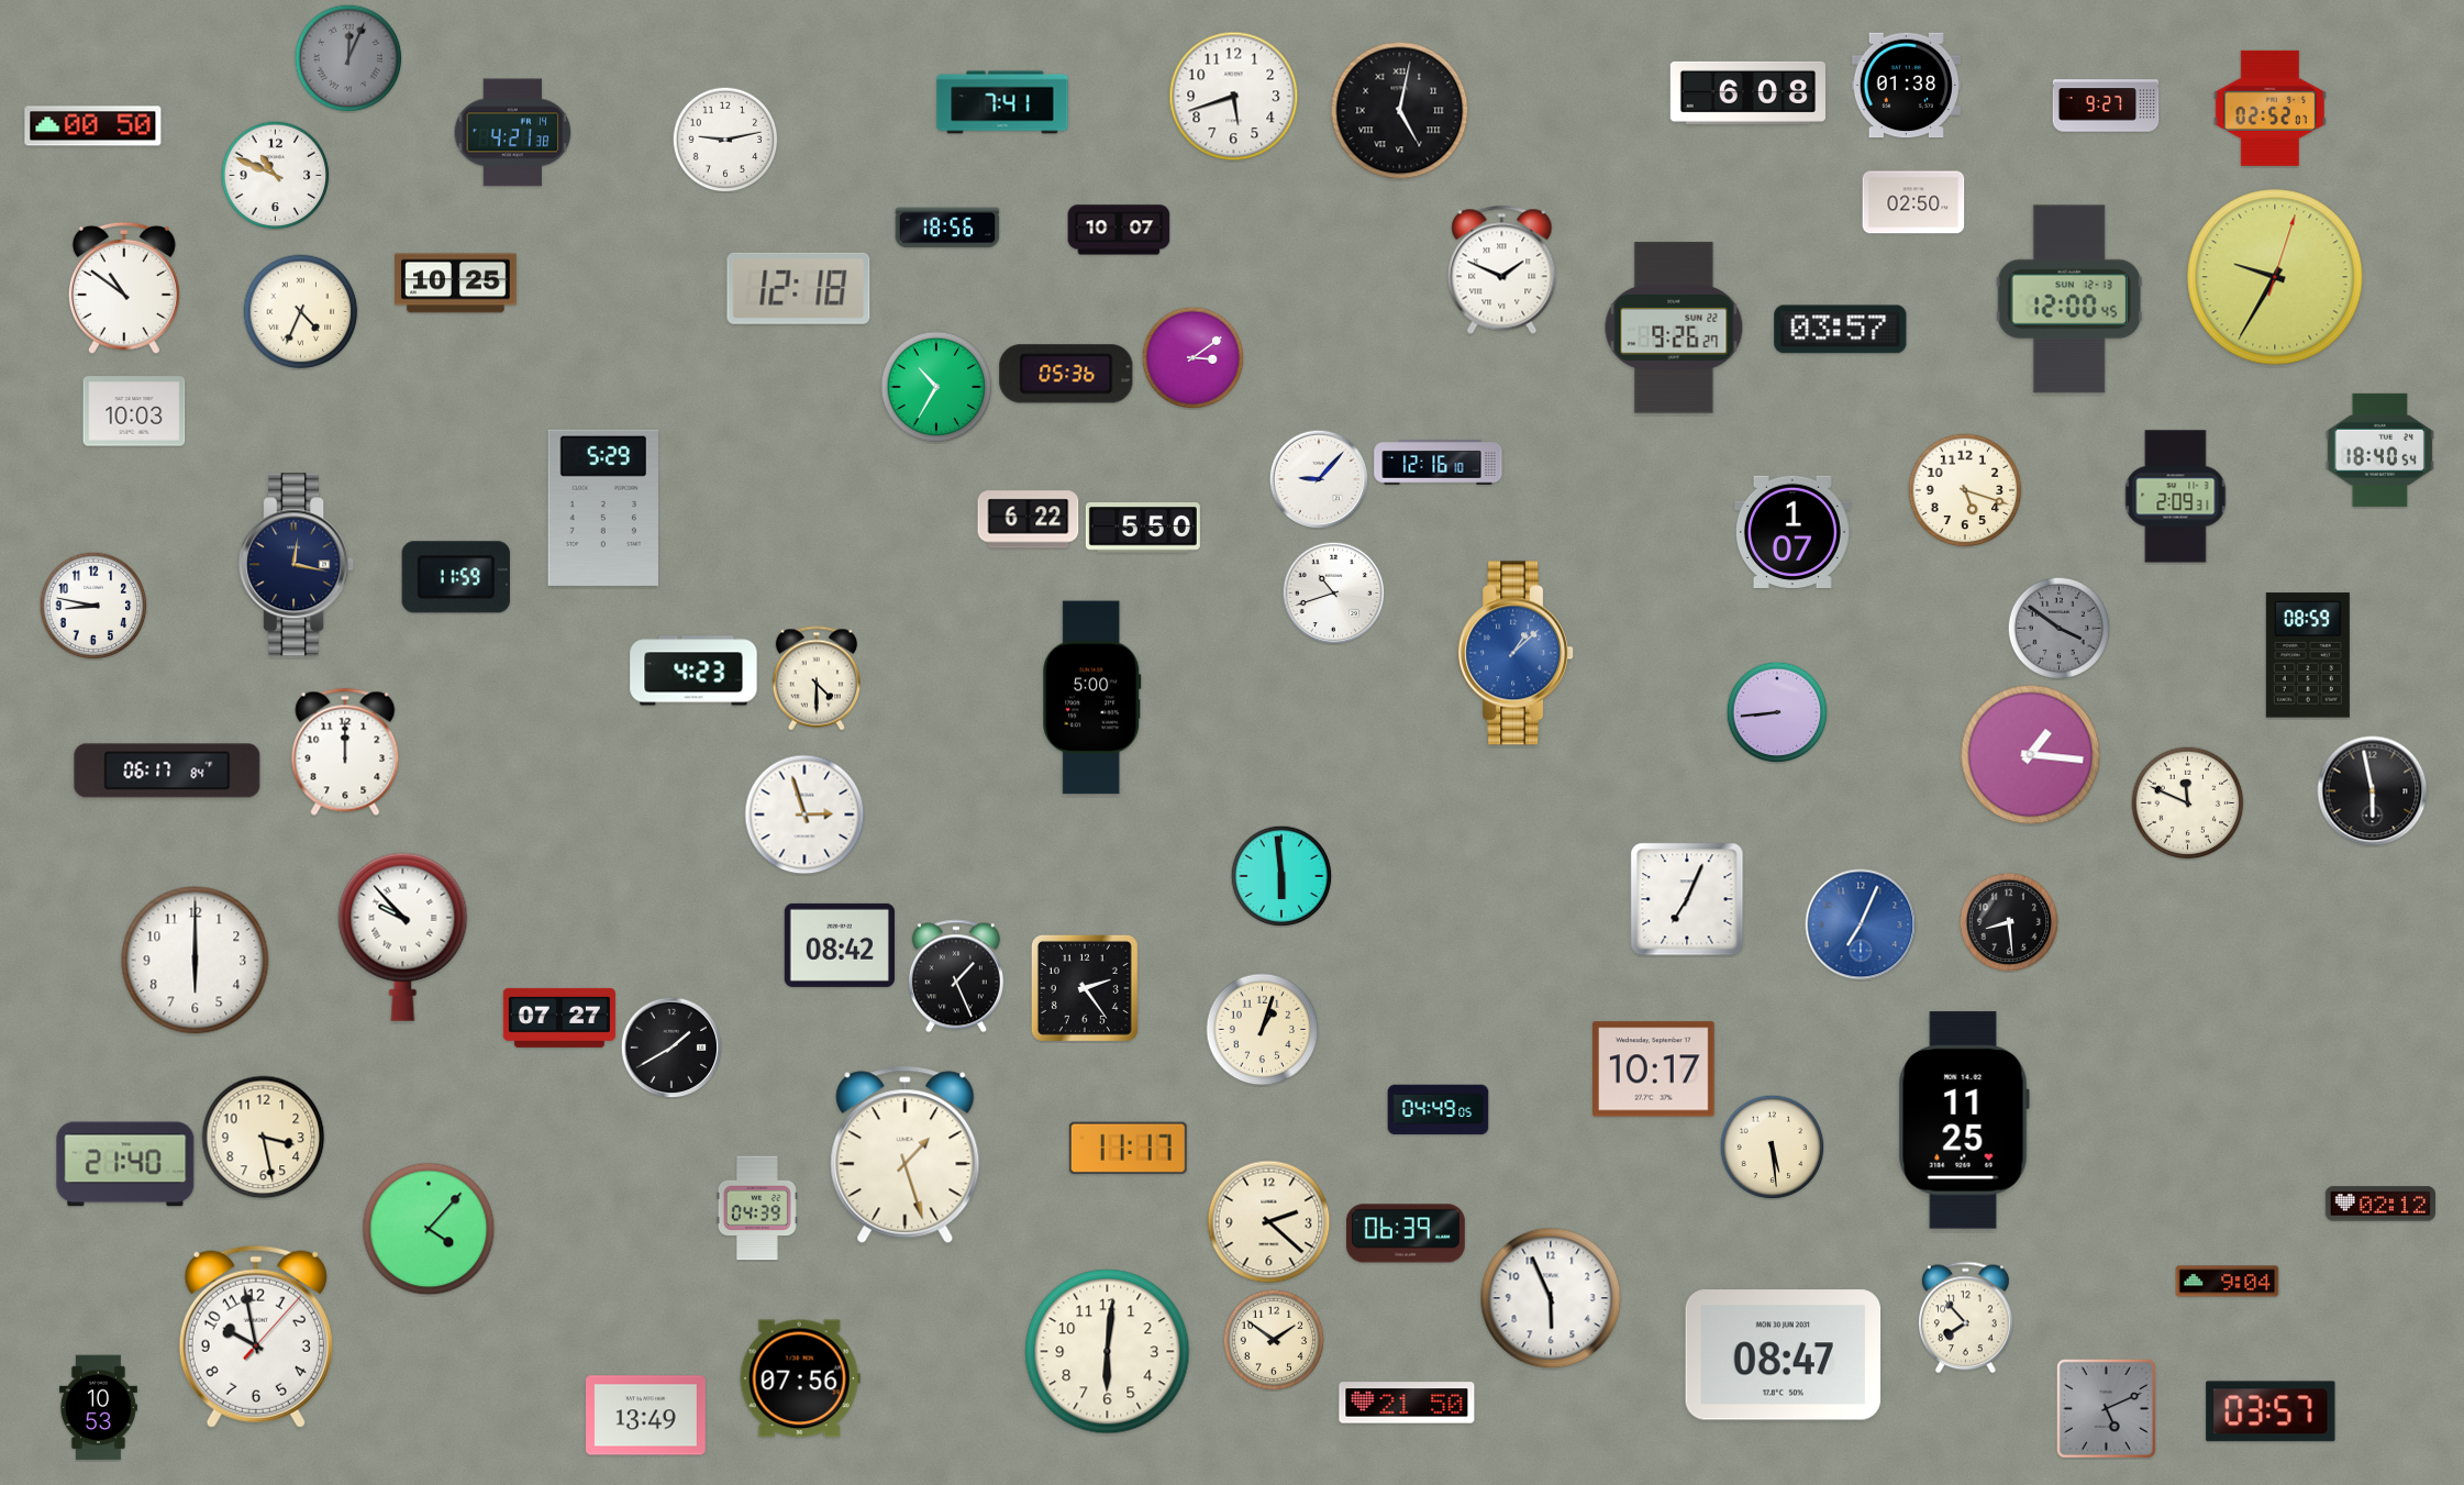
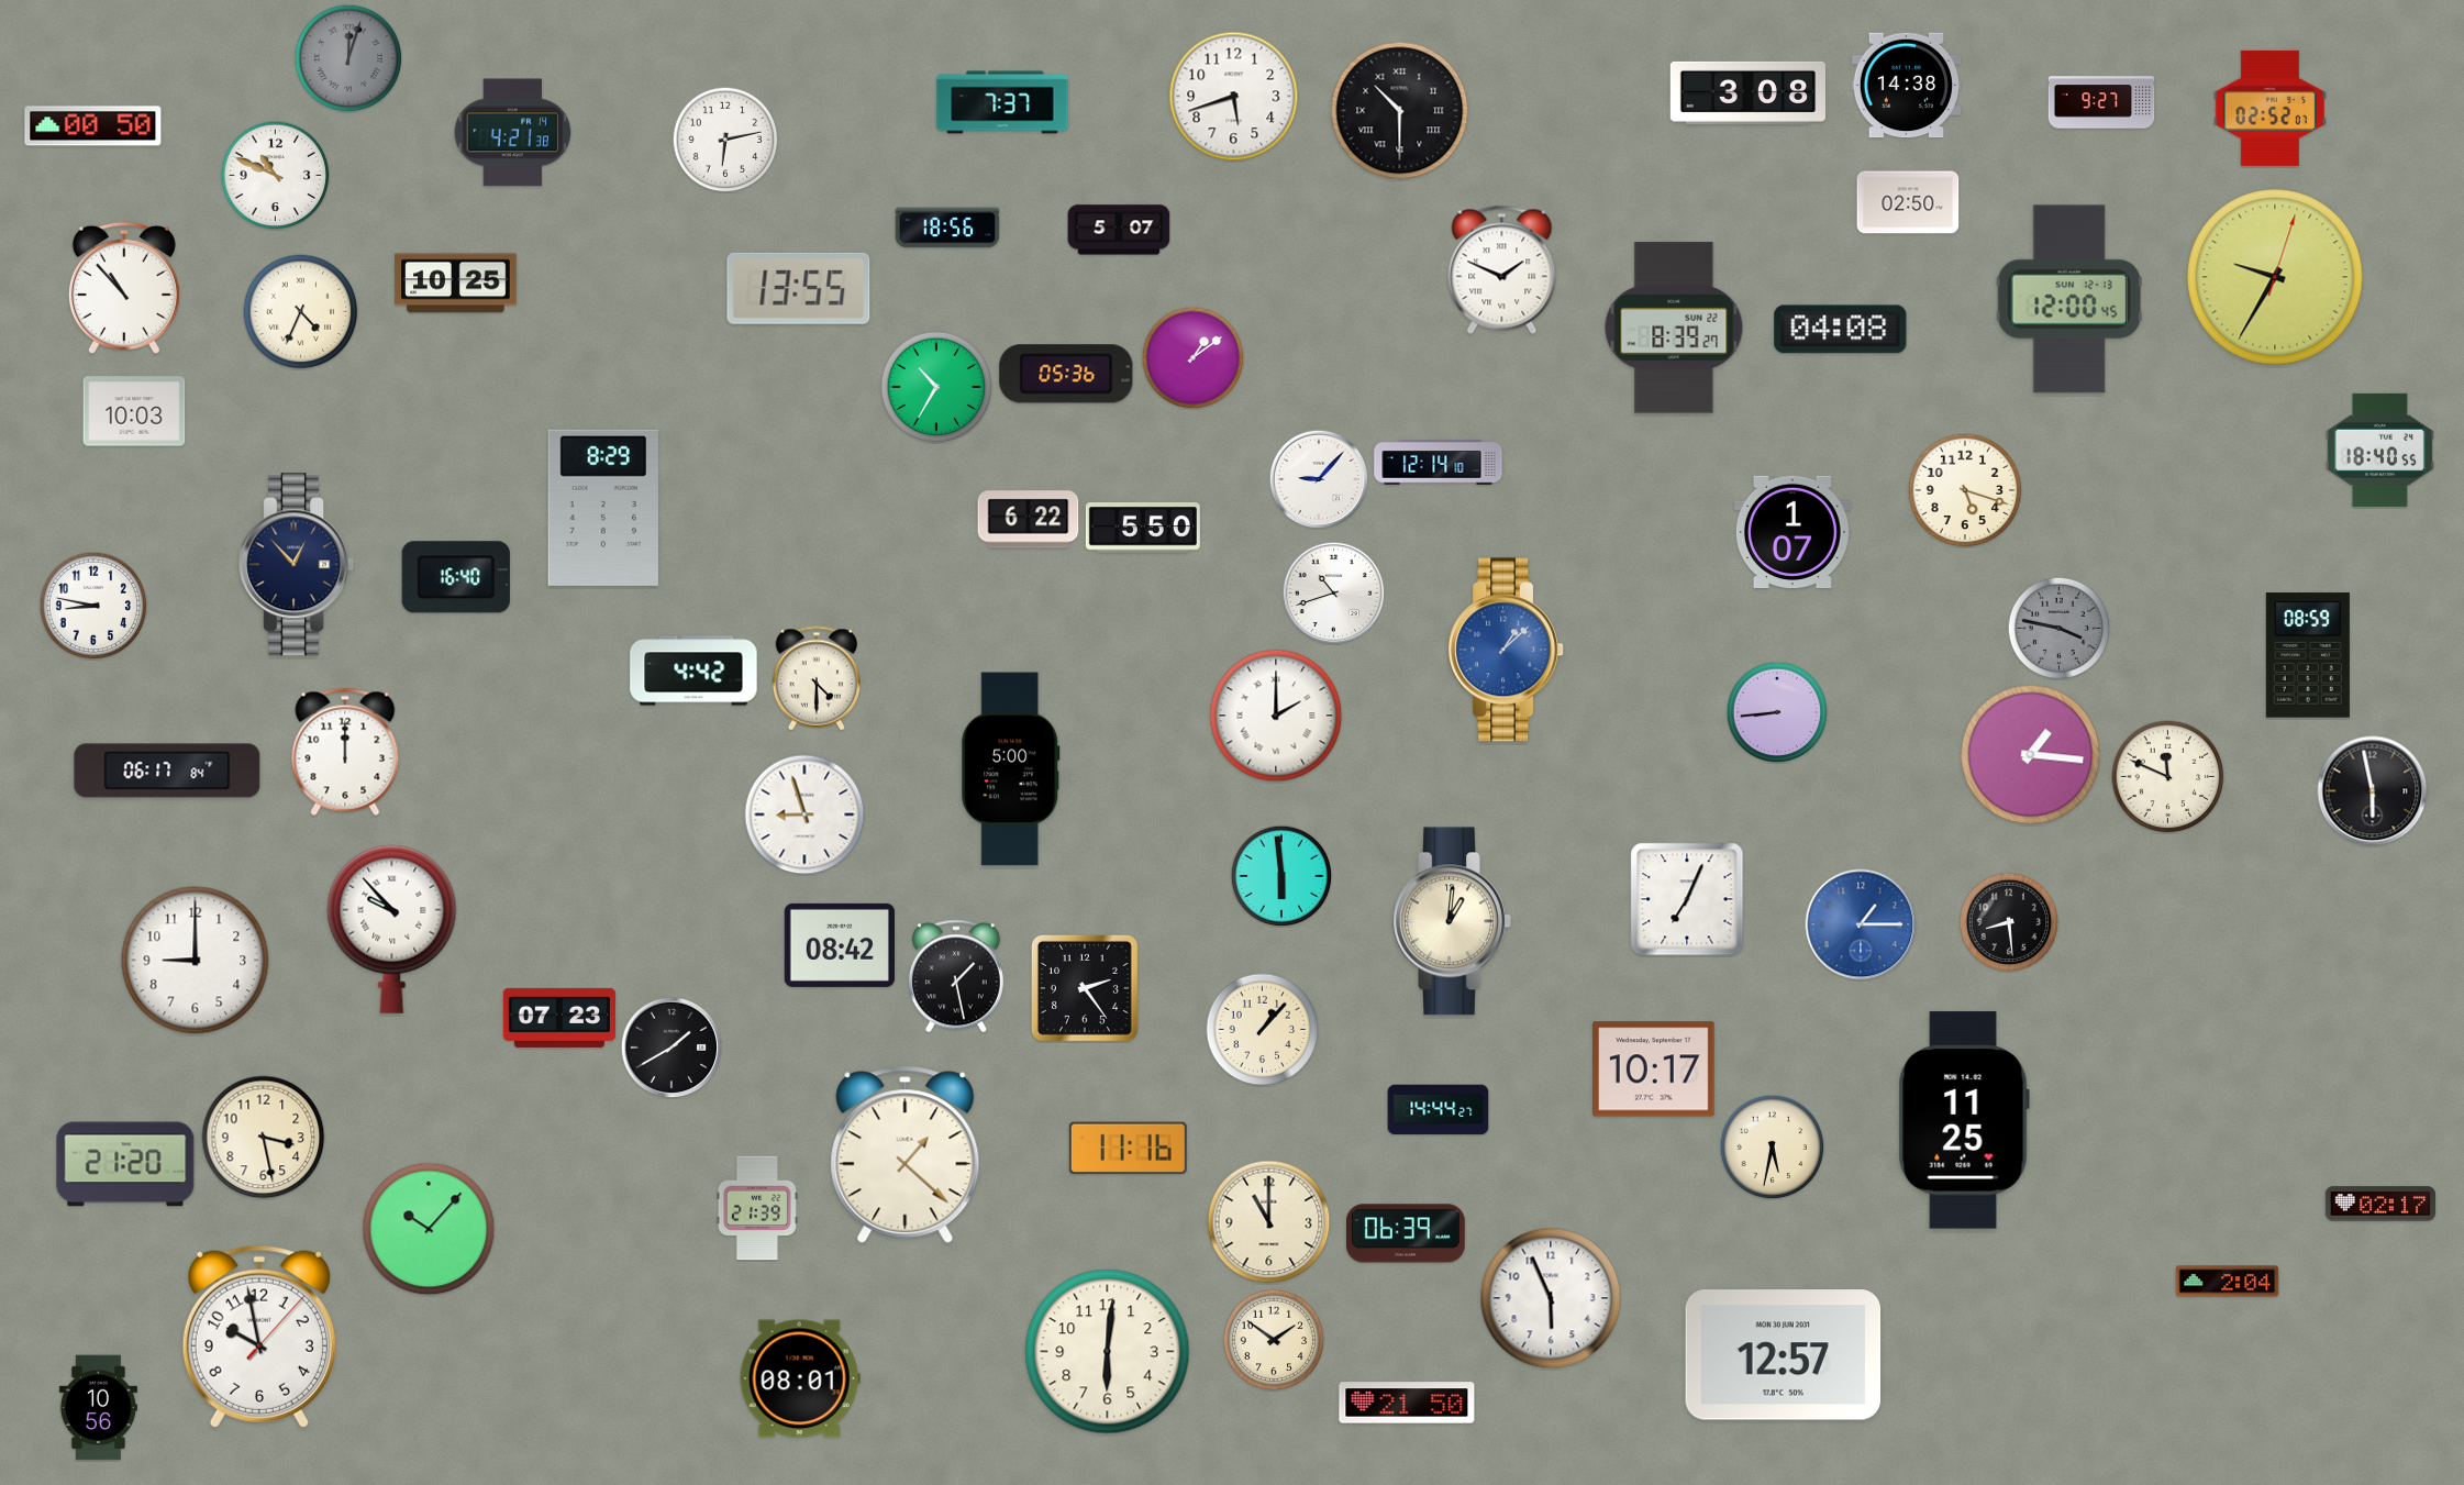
clock at (348, 58): 12:04 -> 12:03
clock at (1906, 86): 01:38 -> 14:38
clock at (1747, 92): 6:08 -> 3:08
clock at (1002, 102): 7:41 -> 7:37
clock at (2106, 106) position: (2106, 106) -> (2101, 102)
clock at (1400, 111): 5:02 -> 10:30
clock at (725, 140): 9:13 -> 6:13
clock at (1913, 202) position: (1913, 202) -> (1908, 202)
clock at (1119, 230): 10:07 -> 5:07
clock at (124, 288): 10:51 -> 10:53
clock at (799, 288): 12:18 -> 13:55
clock at (1674, 328): 9:26 -> 8:39
clock at (1841, 330): 03:57 -> 04:08
clock at (1192, 357): 3:09 -> 1:09
clock at (2379, 450): 18:40:54 -> 18:40:55
clock at (1439, 463): 12:16 -> 12:14
clock at (2176, 497): 2:09 -> none
clock at (603, 508): 5:29 -> 8:29
clock at (297, 565): 12:17 -> 12:53
clock at (456, 577): 11:59 -> 16:40
clock at (2058, 628): 3:51 -> 3:47
clock at (1517, 653) position: (1517, 653) -> (1507, 650)
clock at (693, 671): 4:23 -> 4:42
clock at (1092, 698) position: (1092, 698) -> (1011, 769)
clock at (1276, 716): none -> 2:00
clock at (2188, 804) position: (2188, 804) -> (2168, 777)
clock at (804, 814): 2:57 -> 8:57
clock at (1452, 921): none -> 1:01
clock at (1861, 924): 7:04 -> 1:15
clock at (403, 937) position: (403, 937) -> (392, 929)
clock at (196, 961): 6:00 -> 9:00
clock at (956, 976): 1:26 -> 1:28
clock at (559, 1018): 07:27 -> 07:23
clock at (1263, 1030): 1:03 -> 1:07
clock at (1439, 1110): 04:49 -> 14:44
clock at (1772, 1146): 5:29 -> 5:32
clock at (1128, 1148): 11:17 -> 11:16
clock at (906, 1155): 1:27 -> 1:22
clock at (125, 1164): 21:40 -> 21:20
clock at (2379, 1204): 02:12 -> 02:17
clock at (757, 1208): 04:39 -> 21:39
clock at (1269, 1222): 2:22 -> 11:00
clock at (429, 1229): 4:07 -> 10:07
clock at (2228, 1282): 9:04 -> 2:04
clock at (1965, 1318): 7:53 -> none
clock at (256, 1337) position: (256, 1337) -> (259, 1337)
clock at (1784, 1355): 08:47 -> 12:57
clock at (800, 1378): 07:56 -> 08:01
clock at (98, 1408): 10:53 -> 10:56
clock at (2106, 1408): 5:11 -> none
clock at (2271, 1411): 03:57 -> none
clock at (646, 1416): 13:49 -> none
